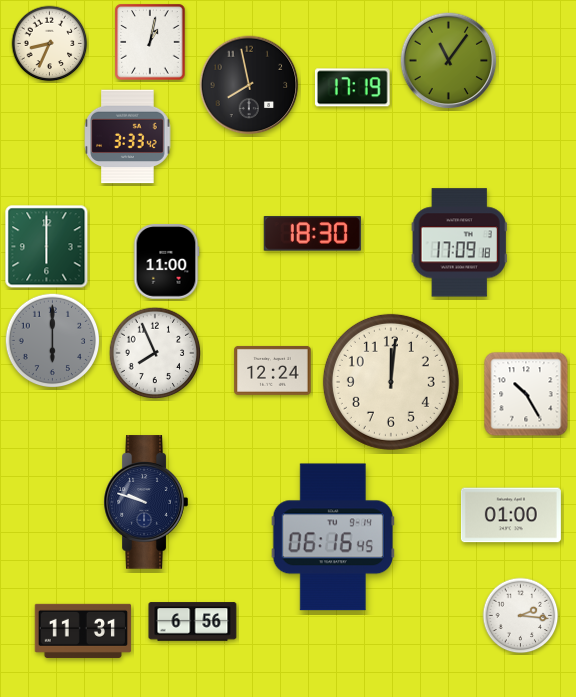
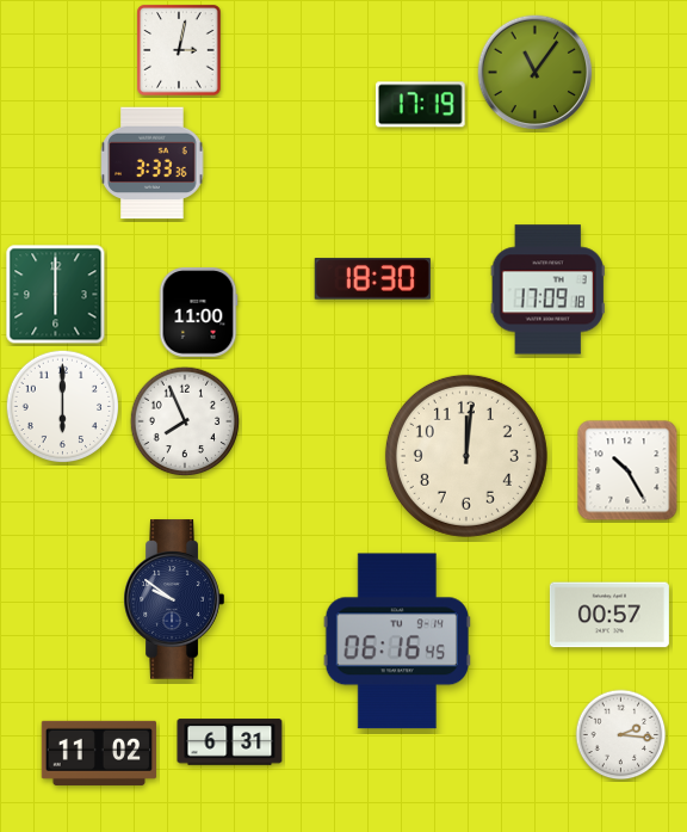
clock at (150, 42): 1:02 -> 3:02
clock at (50, 44): 8:34 -> none
clock at (249, 85): 7:58 -> none
clock at (128, 137): 3:33:42 -> 3:33:36
clock at (53, 341) dial: grey -> white
clock at (273, 370): 12:24 -> none
clock at (146, 502): 9:48 -> 9:51
clock at (511, 515): 01:00 -> 00:57
clock at (193, 622): 6:56 -> 6:31
clock at (83, 631): 11:31 -> 11:02
